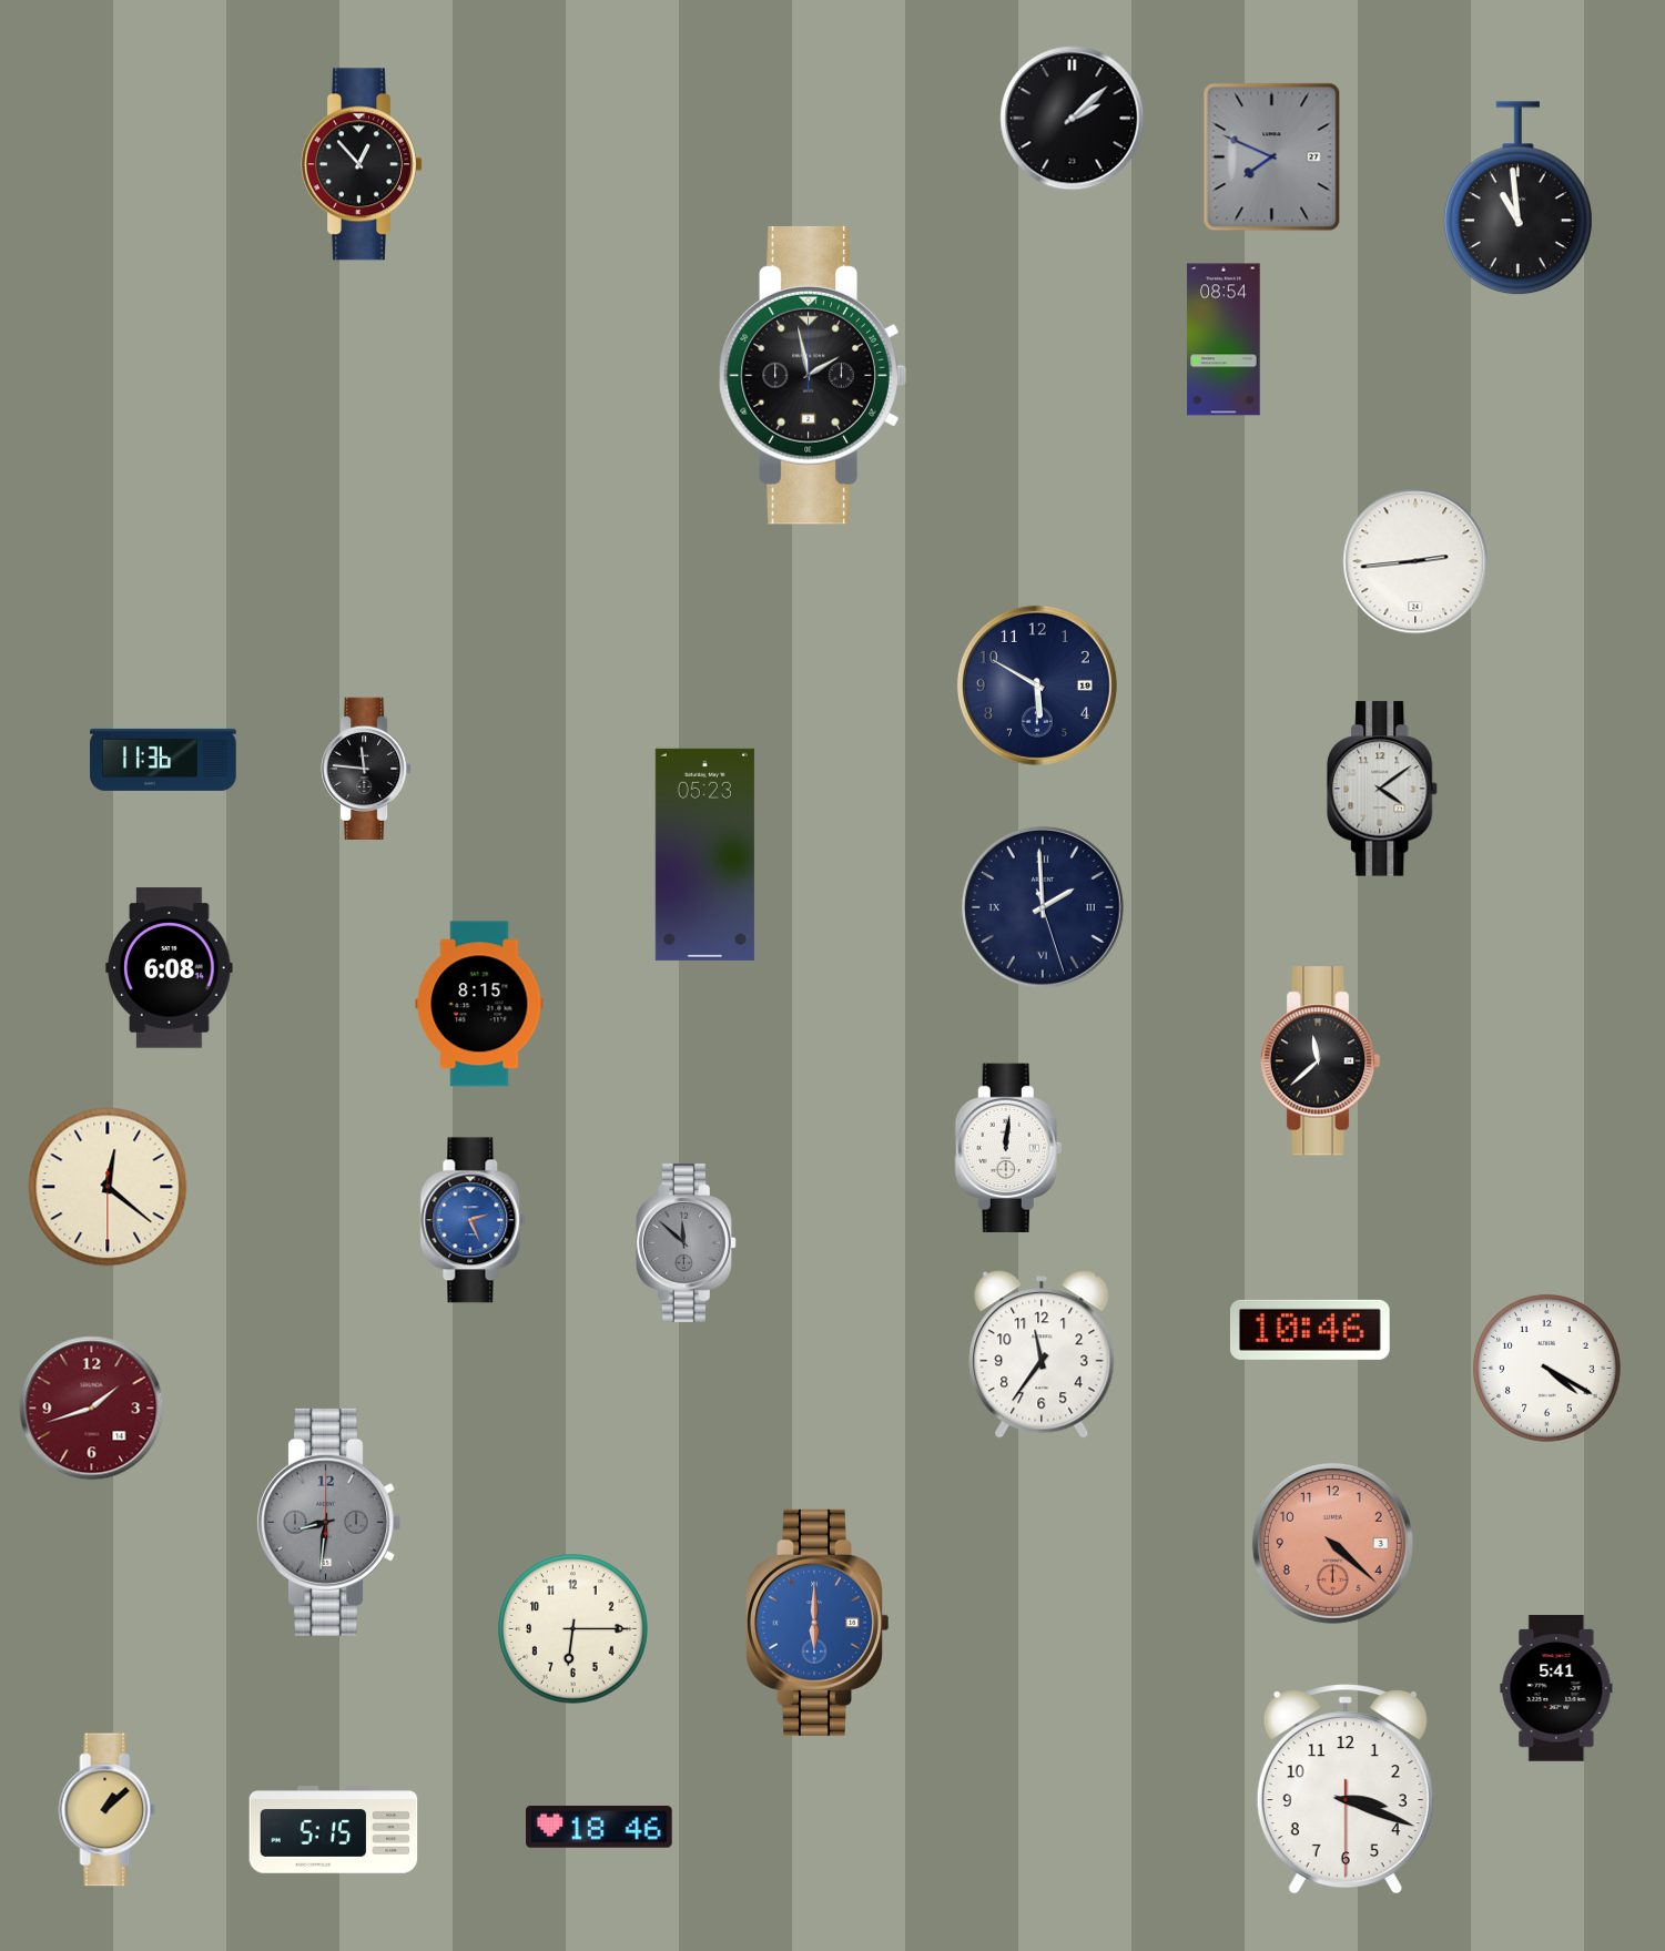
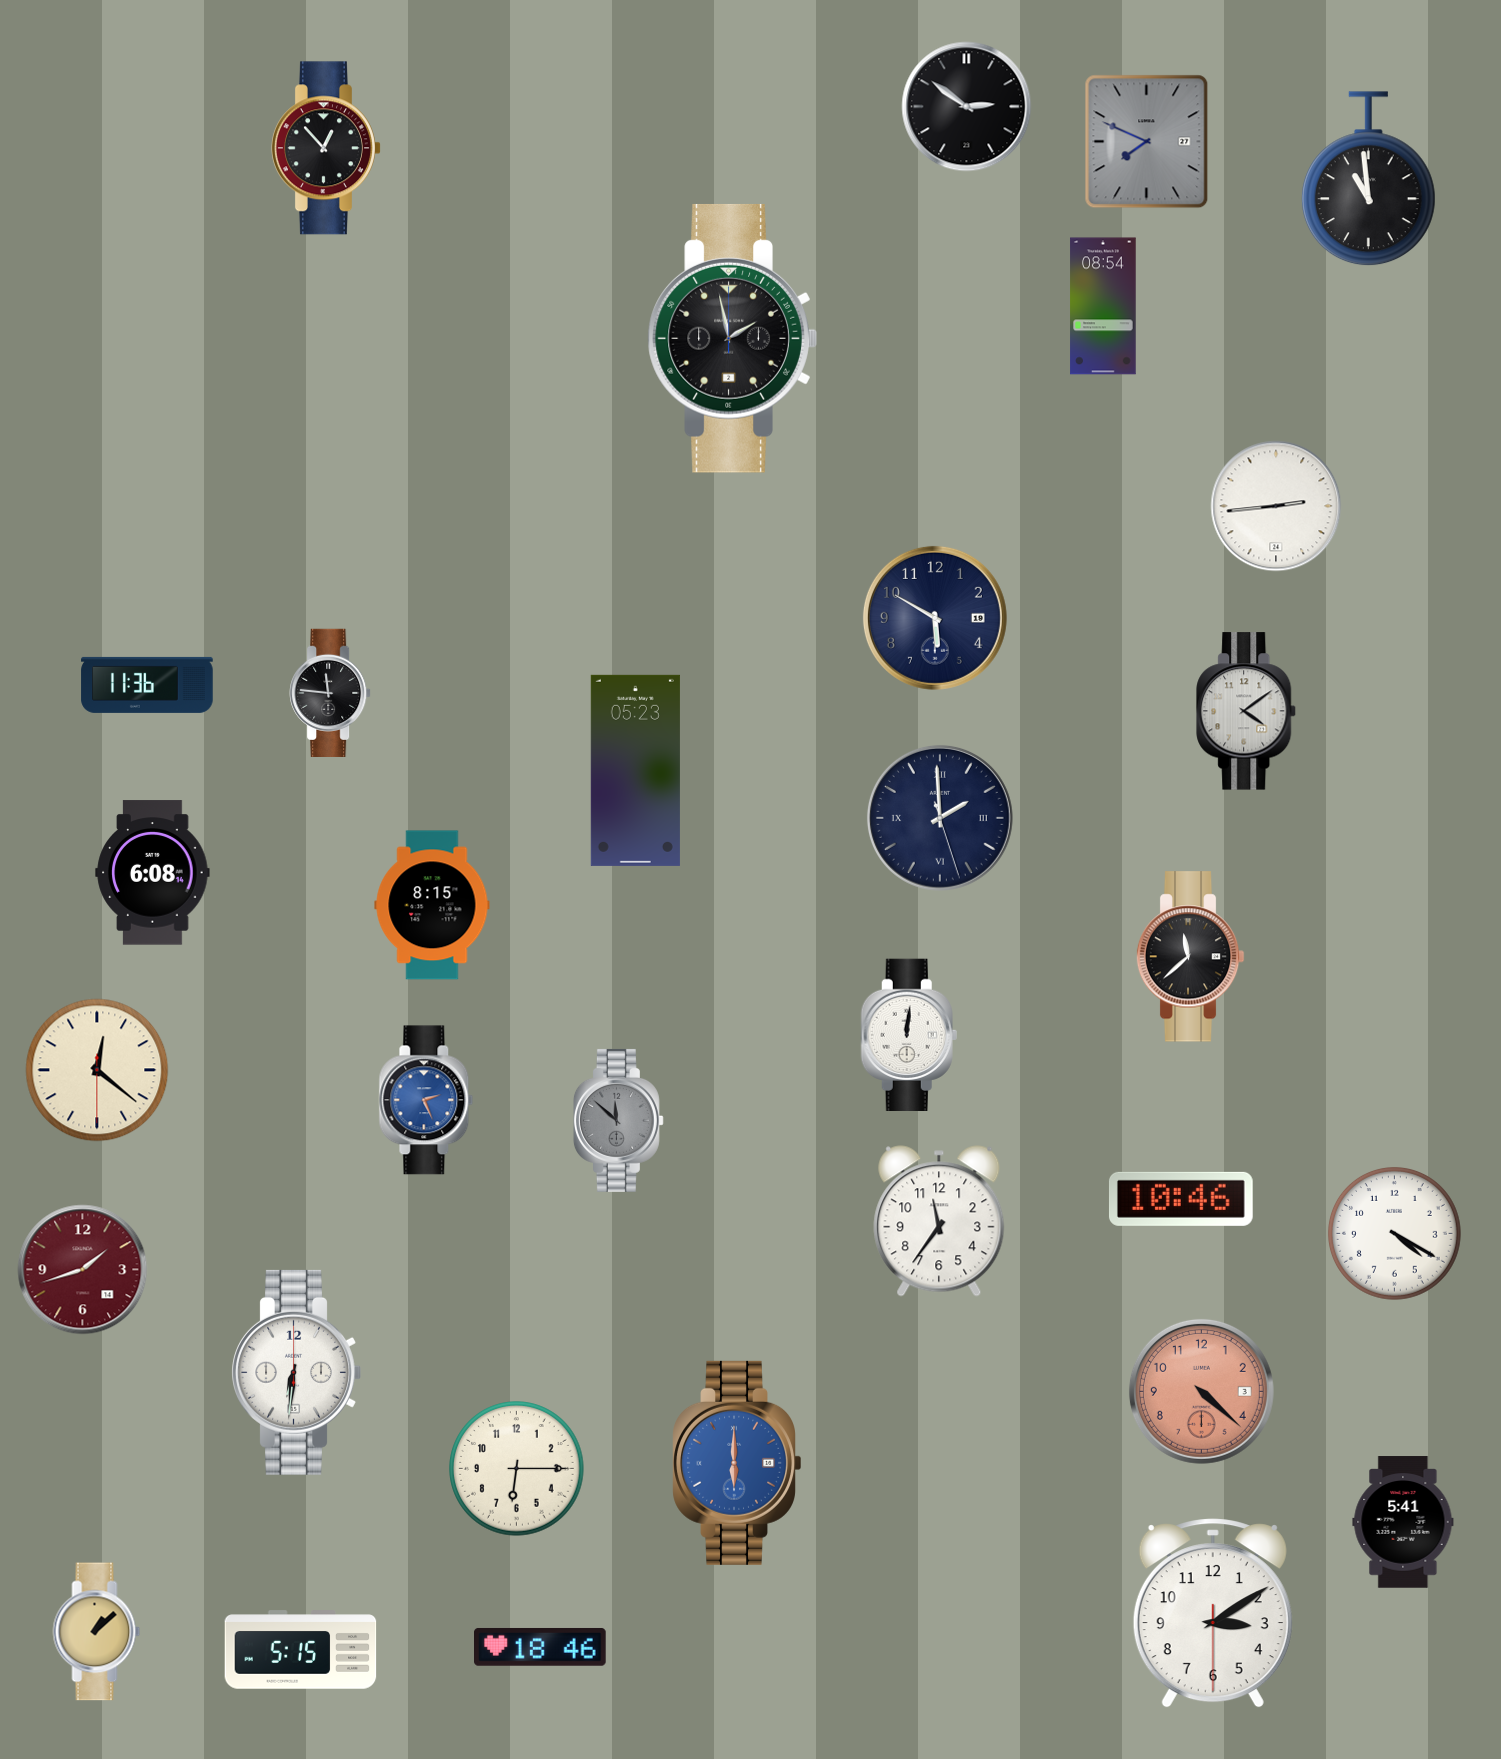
clock at (1073, 119): 2:08 -> 2:51
clock at (328, 1522): 8:31 -> 6:31
clock at (328, 1522) dial: grey -> white
clock at (1346, 1789): 3:18 -> 3:09
